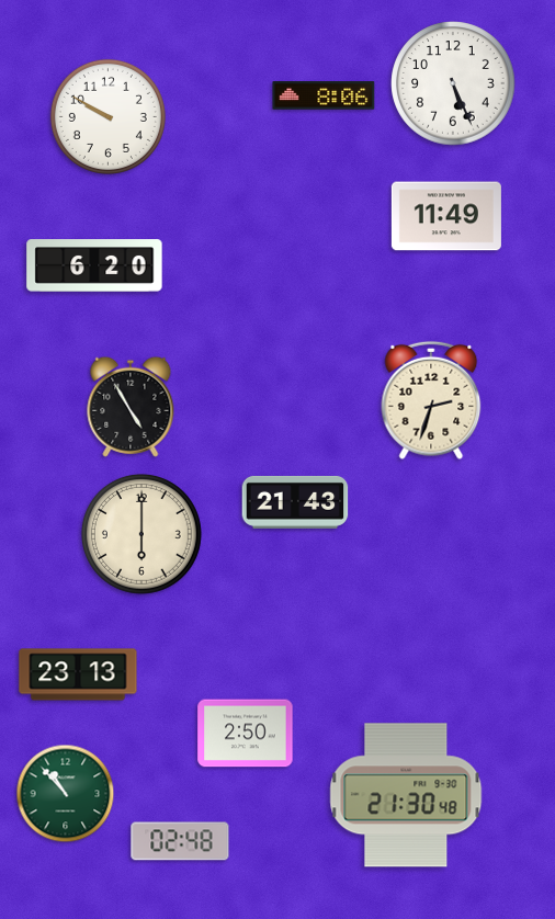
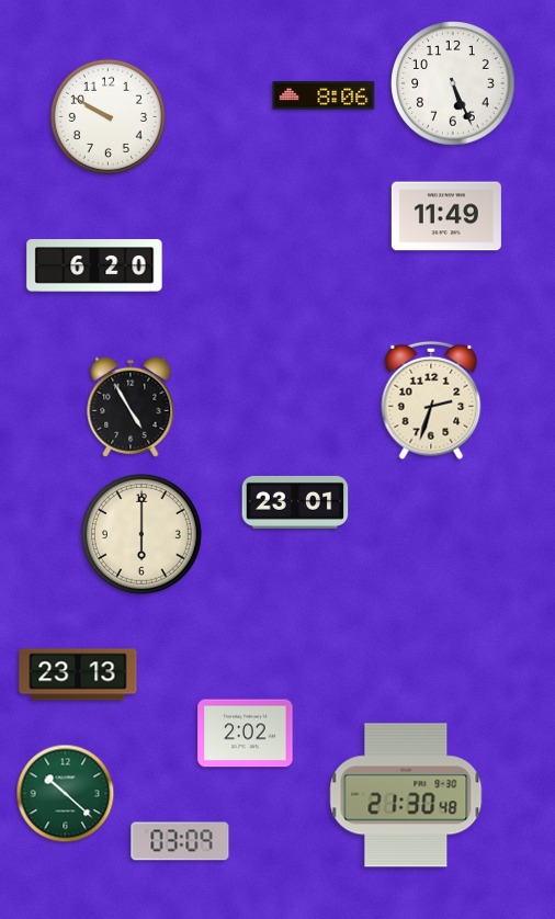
clock at (295, 502): 21:43 -> 23:01
clock at (246, 734): 2:50 -> 2:02
clock at (66, 794): 10:53 -> 10:22
clock at (180, 841): 02:48 -> 03:09
